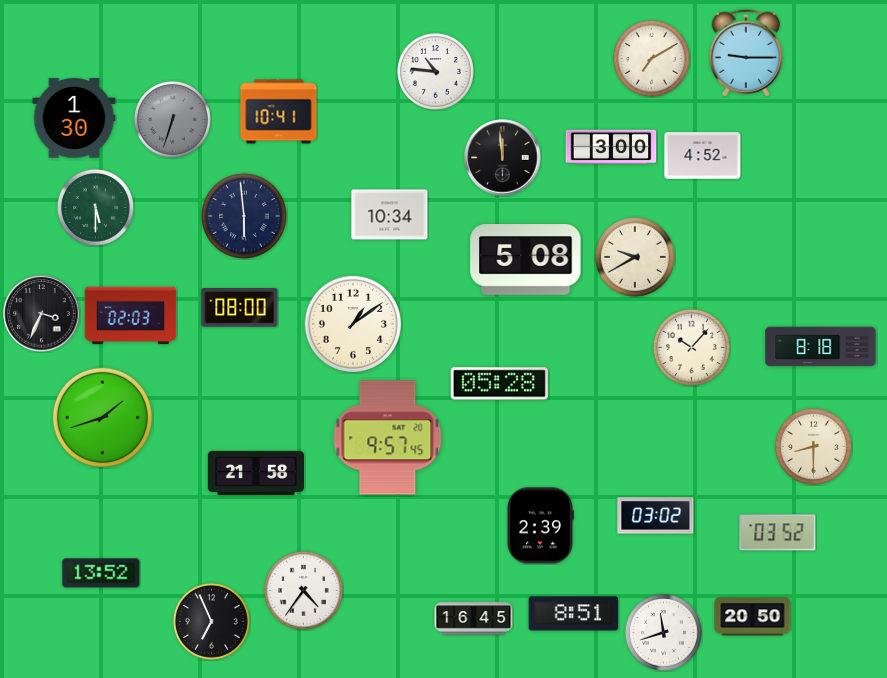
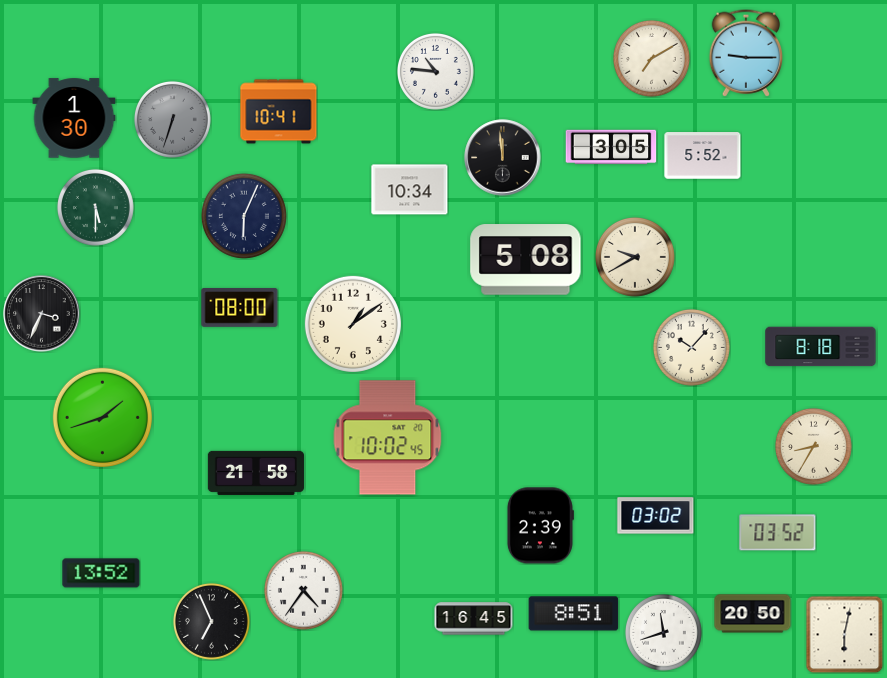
clock at (611, 147): 3:00 -> 3:05
clock at (703, 156): 4:52 -> 5:52
clock at (390, 215) position: (390, 215) -> (410, 190)
clock at (244, 216): 5:59 -> 6:04
clock at (131, 316): 02:03 -> none
clock at (499, 384): 05:28 -> none
clock at (388, 438): 9:57 -> 10:02
clock at (813, 446): 8:30 -> 8:35
clock at (753, 617) position: (753, 617) -> (753, 614)
clock at (844, 634): none -> 6:02
